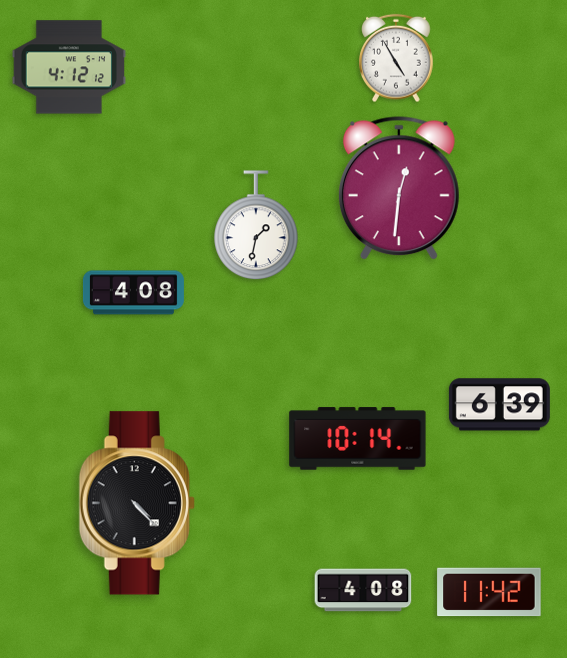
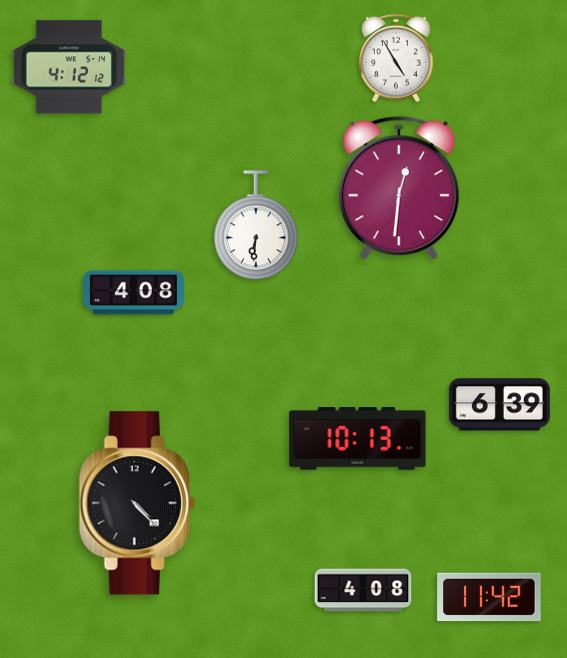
clock at (257, 226): 1:32 -> 6:31
clock at (358, 439): 10:14 -> 10:13
clock at (489, 592) position: (489, 592) -> (489, 597)
